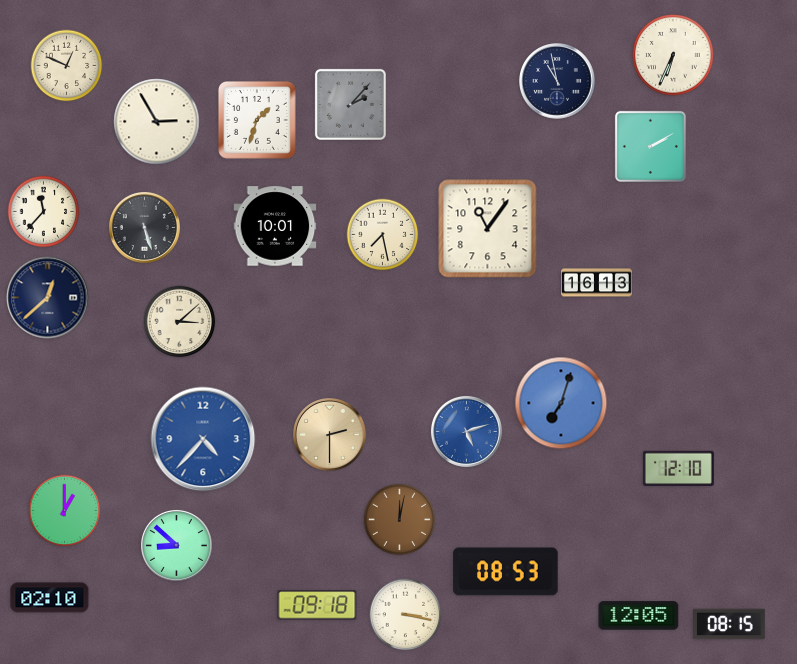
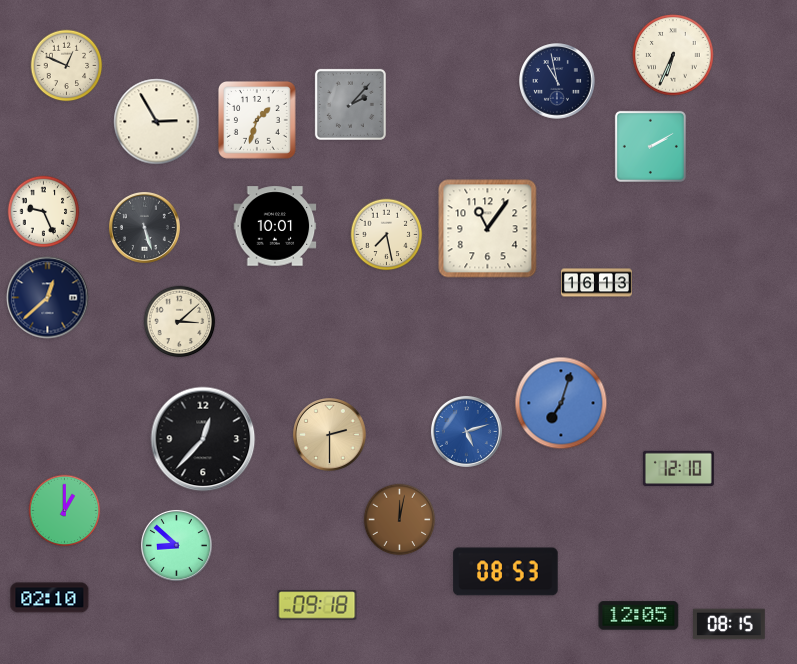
clock at (44, 212): 11:37 -> 9:26
clock at (383, 235) position: (383, 235) -> (387, 235)
clock at (203, 439): 4:37 -> 12:37
clock at (203, 439) dial: blue -> black
clock at (406, 615): 3:17 -> none
